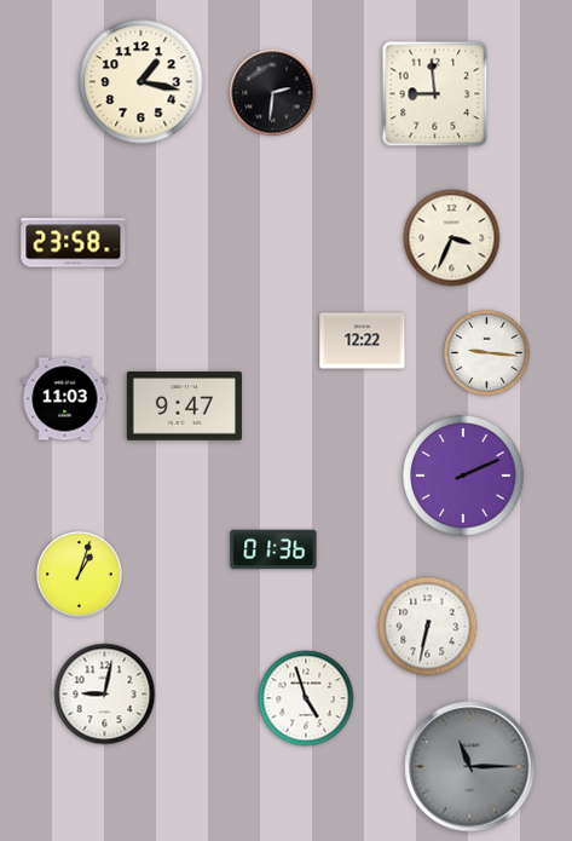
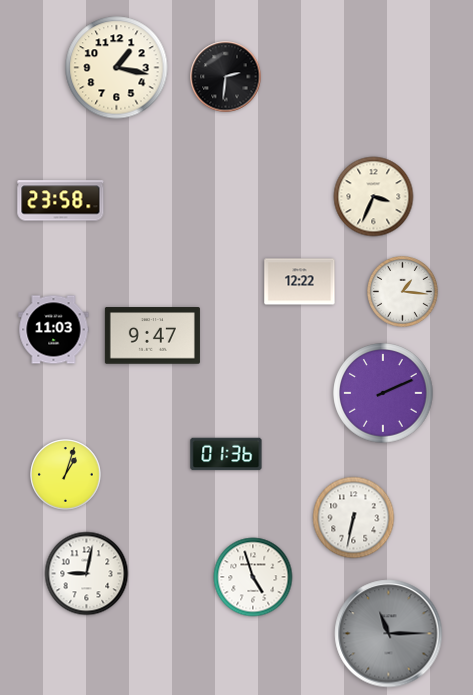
clock at (435, 94): 8:59 -> none
clock at (487, 353): 9:16 -> 1:16
